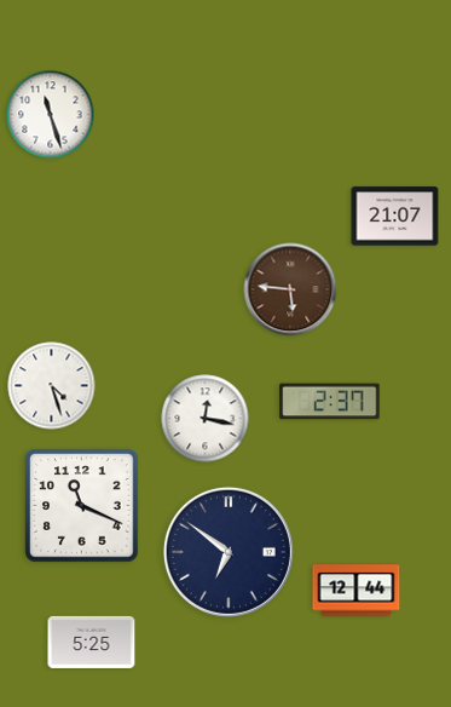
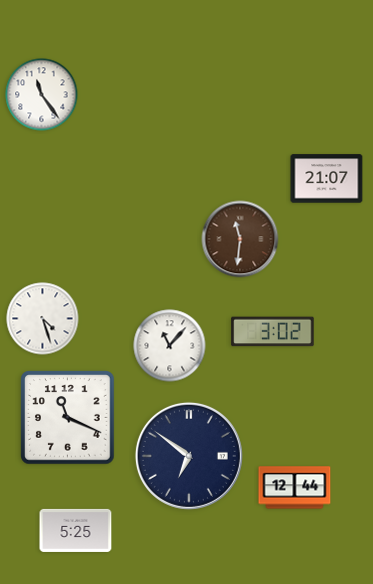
clock at (51, 115): 11:27 -> 11:24
clock at (290, 289): 5:46 -> 11:31
clock at (330, 402): 2:37 -> 3:02
clock at (206, 419): 12:17 -> 11:07
